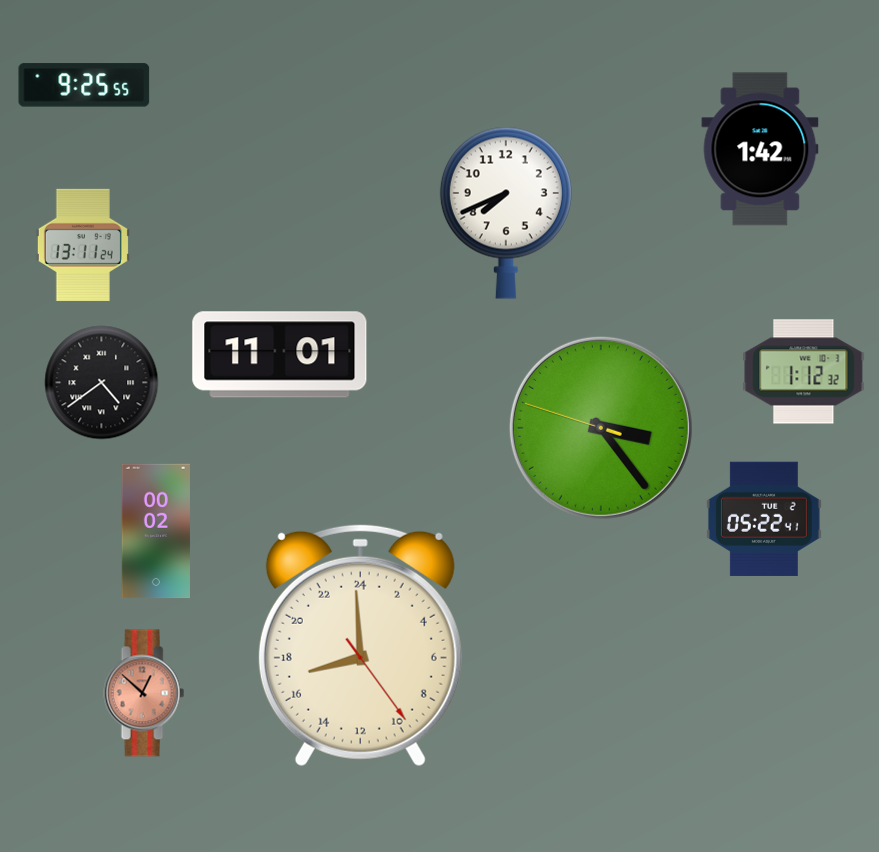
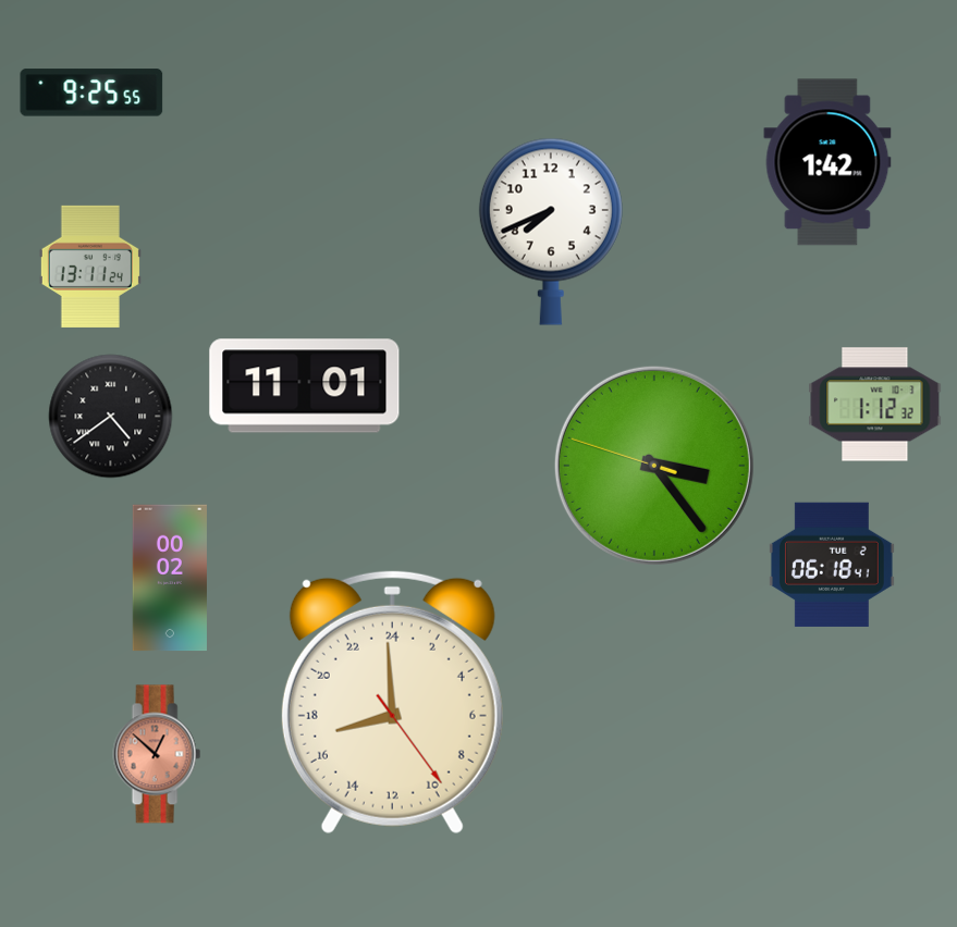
clock at (764, 519): 05:22 -> 06:18
